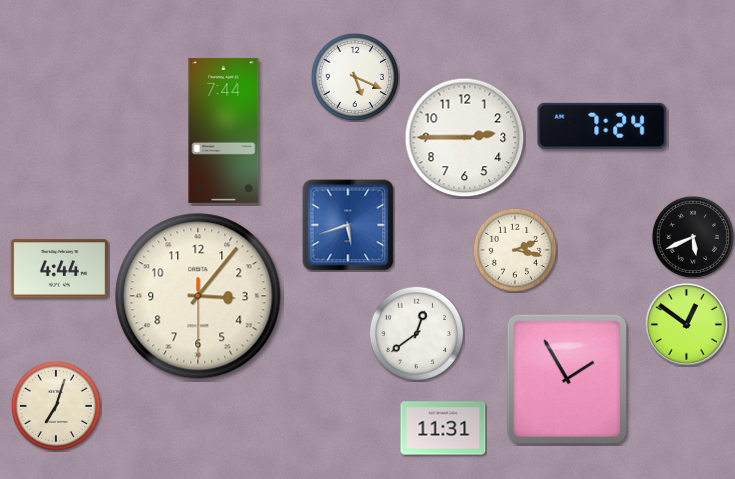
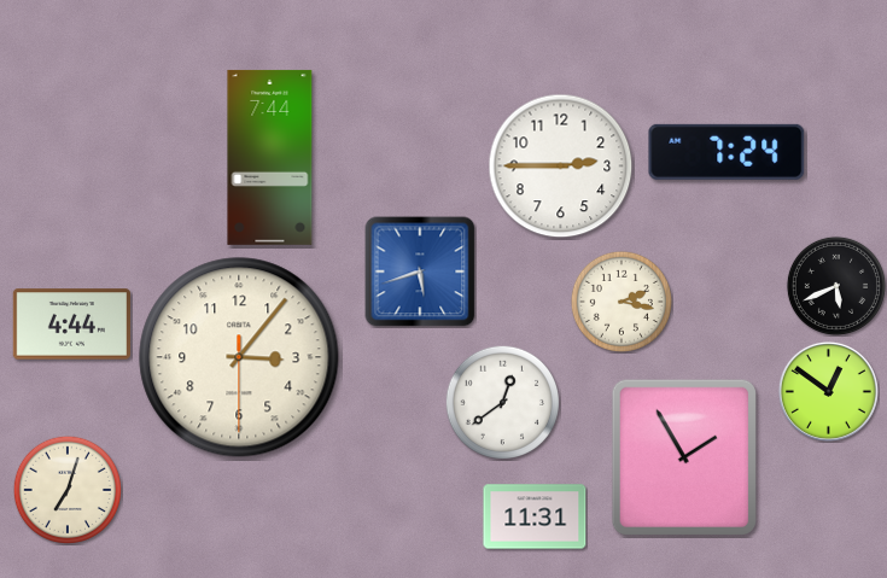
clock at (355, 77): 5:19 -> none
